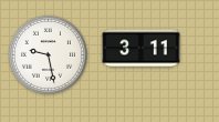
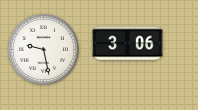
clock at (142, 49): 3:11 -> 3:06
